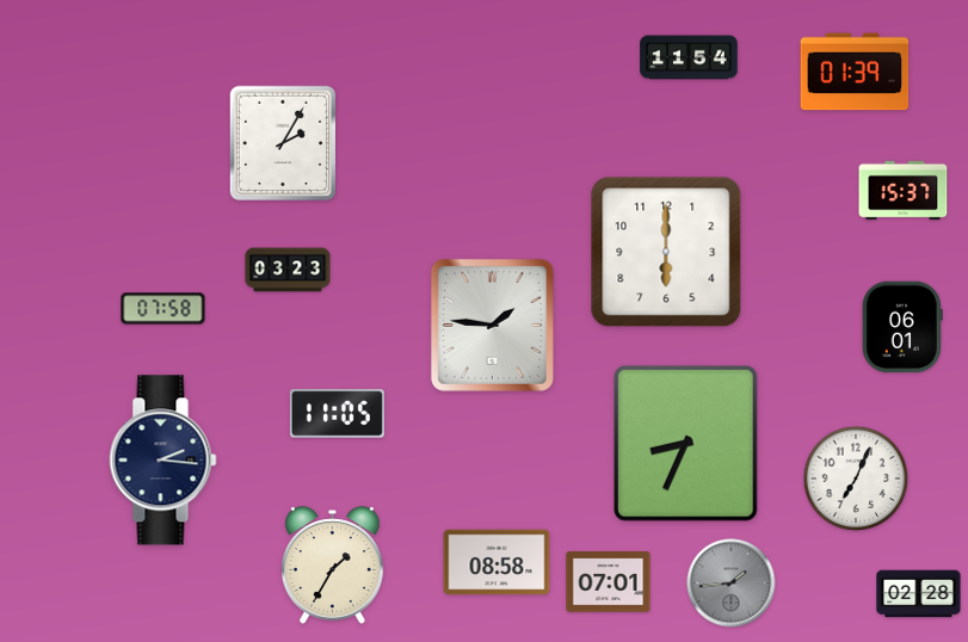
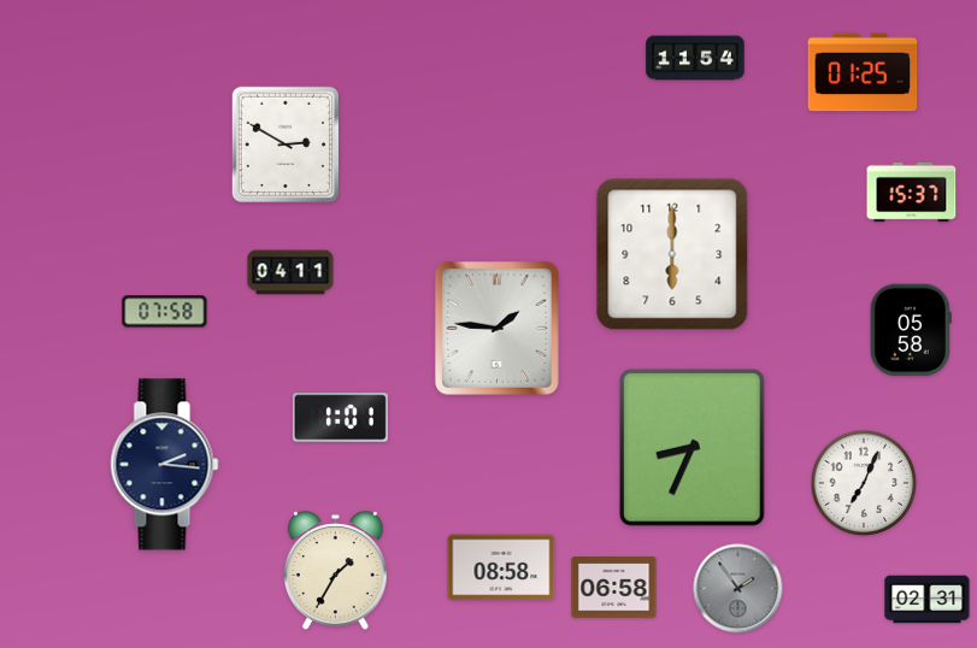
clock at (855, 72): 01:39 -> 01:25
clock at (282, 142): 2:05 -> 2:50
clock at (288, 270): 03:23 -> 04:11
clock at (902, 327): 06:01 -> 05:58
clock at (337, 414): 11:05 -> 1:01
clock at (609, 582): 07:01 -> 06:58
clock at (732, 584): 1:44 -> 1:54
clock at (919, 594): 02:28 -> 02:31
